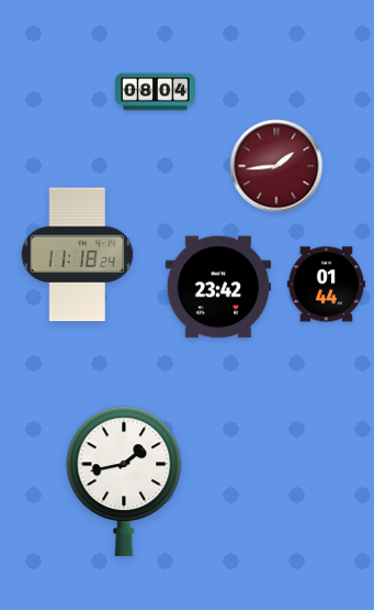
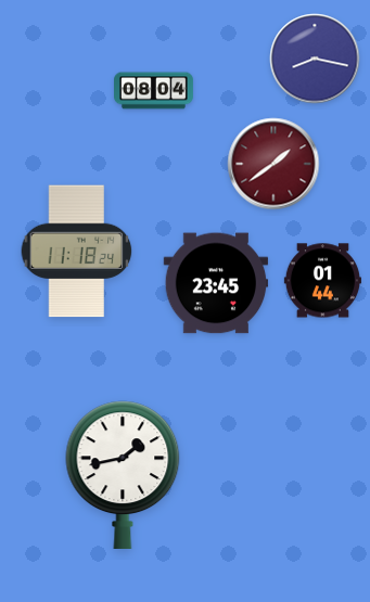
clock at (315, 59): none -> 8:17
clock at (276, 166): 1:44 -> 1:39
clock at (218, 287): 23:42 -> 23:45
